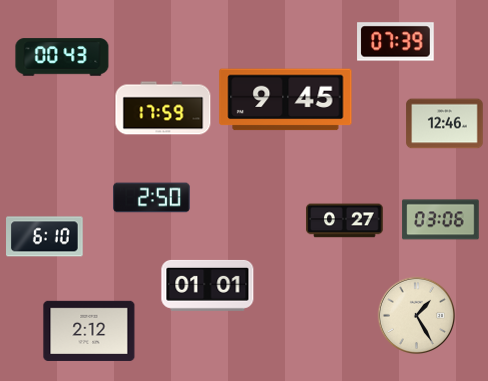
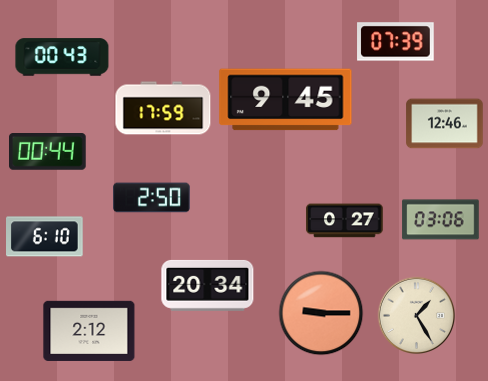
clock at (48, 152): none -> 00:44
clock at (208, 285): 01:01 -> 20:34
clock at (321, 313): none -> 9:15
